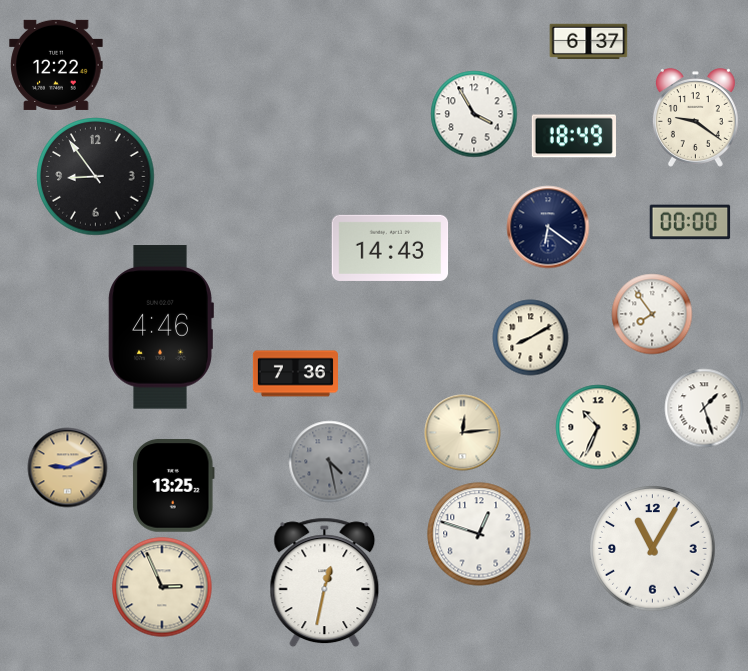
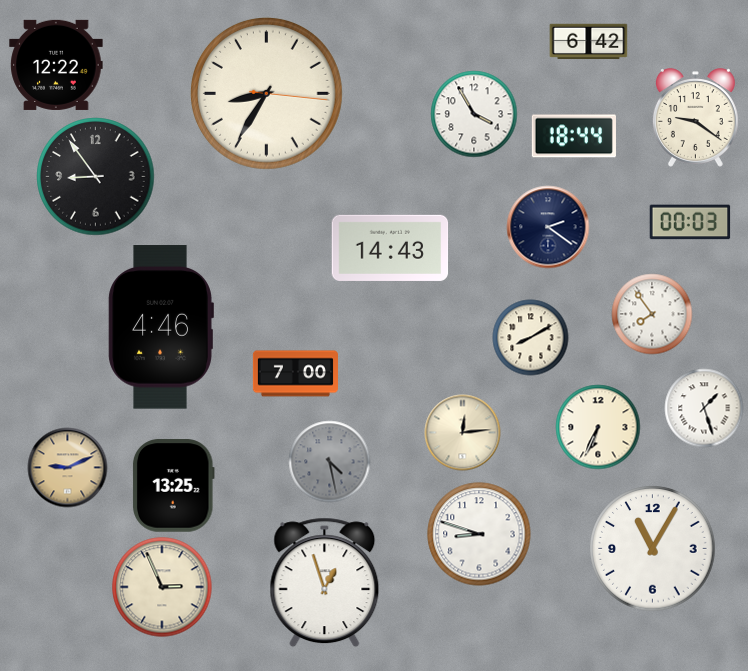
clock at (589, 42): 6:37 -> 6:42
clock at (266, 93): none -> 8:35
clock at (574, 136): 18:49 -> 18:44
clock at (690, 222): 00:00 -> 00:03
clock at (548, 227): 6:21 -> 2:21
clock at (295, 374): 7:36 -> 7:00
clock at (598, 427): 10:34 -> 6:34
clock at (479, 534): 12:48 -> 8:48
clock at (325, 583): 12:32 -> 12:57
